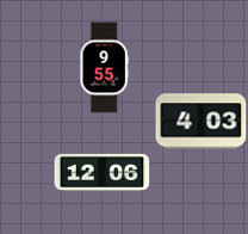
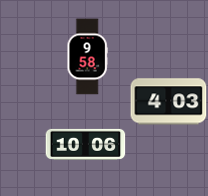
clock at (104, 68): 9:55 -> 9:58
clock at (103, 172): 12:06 -> 10:06
